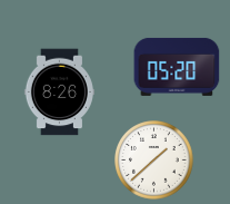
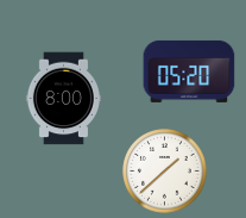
clock at (59, 93): 8:26 -> 8:00
